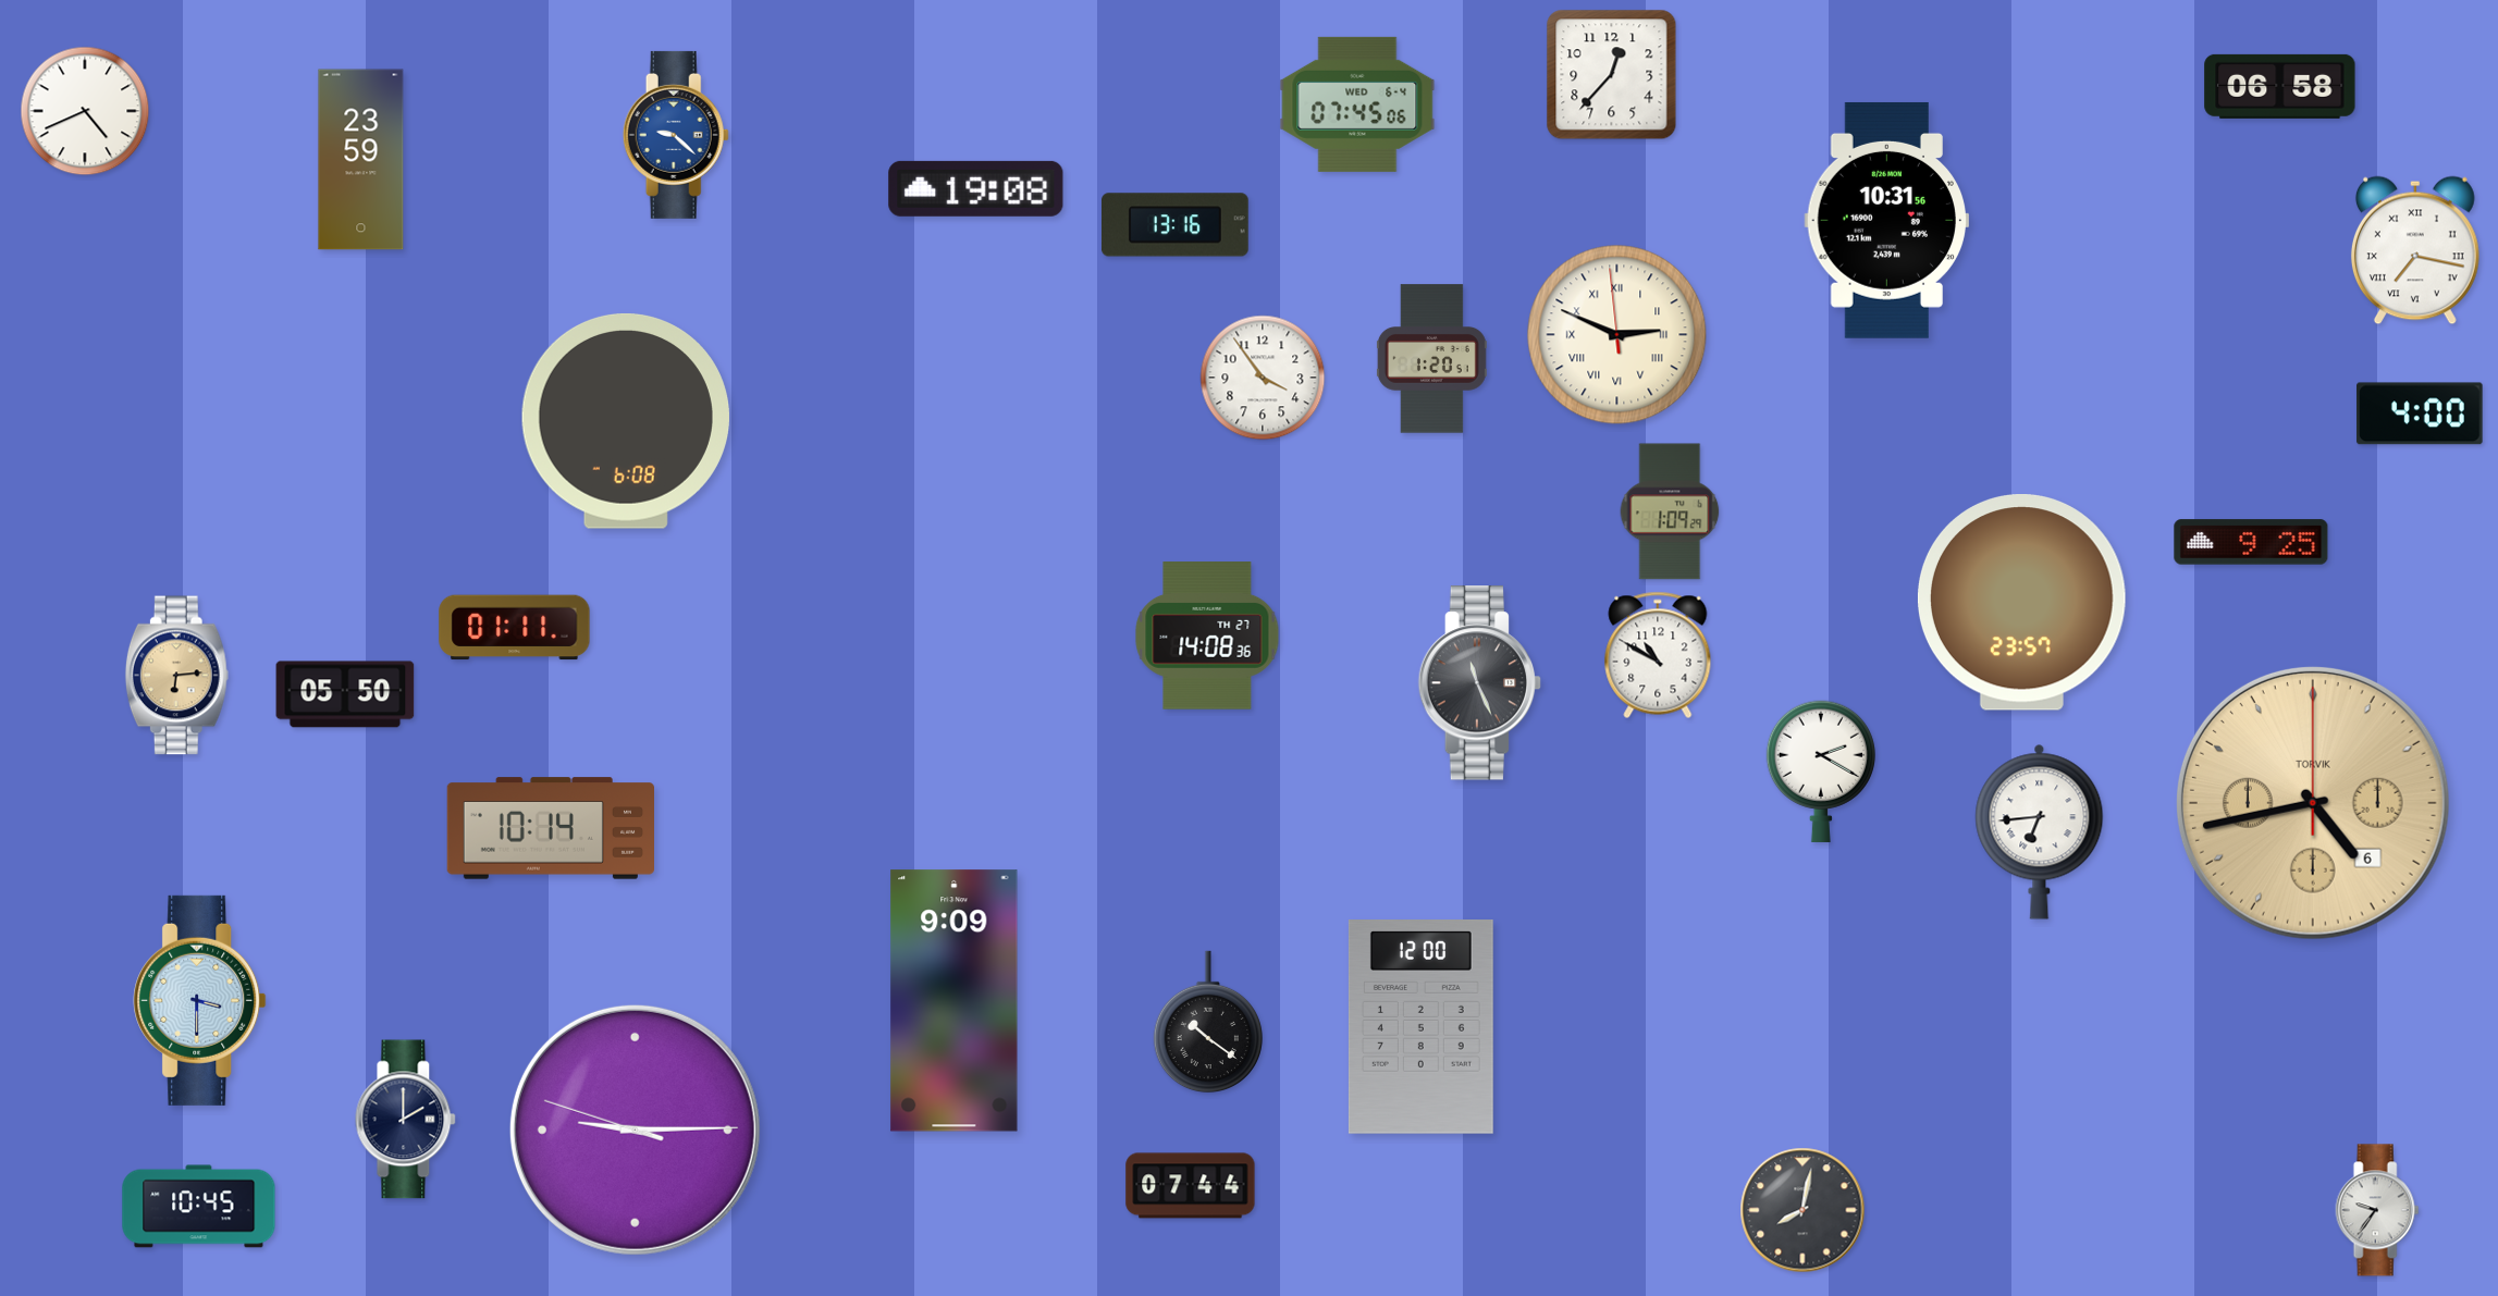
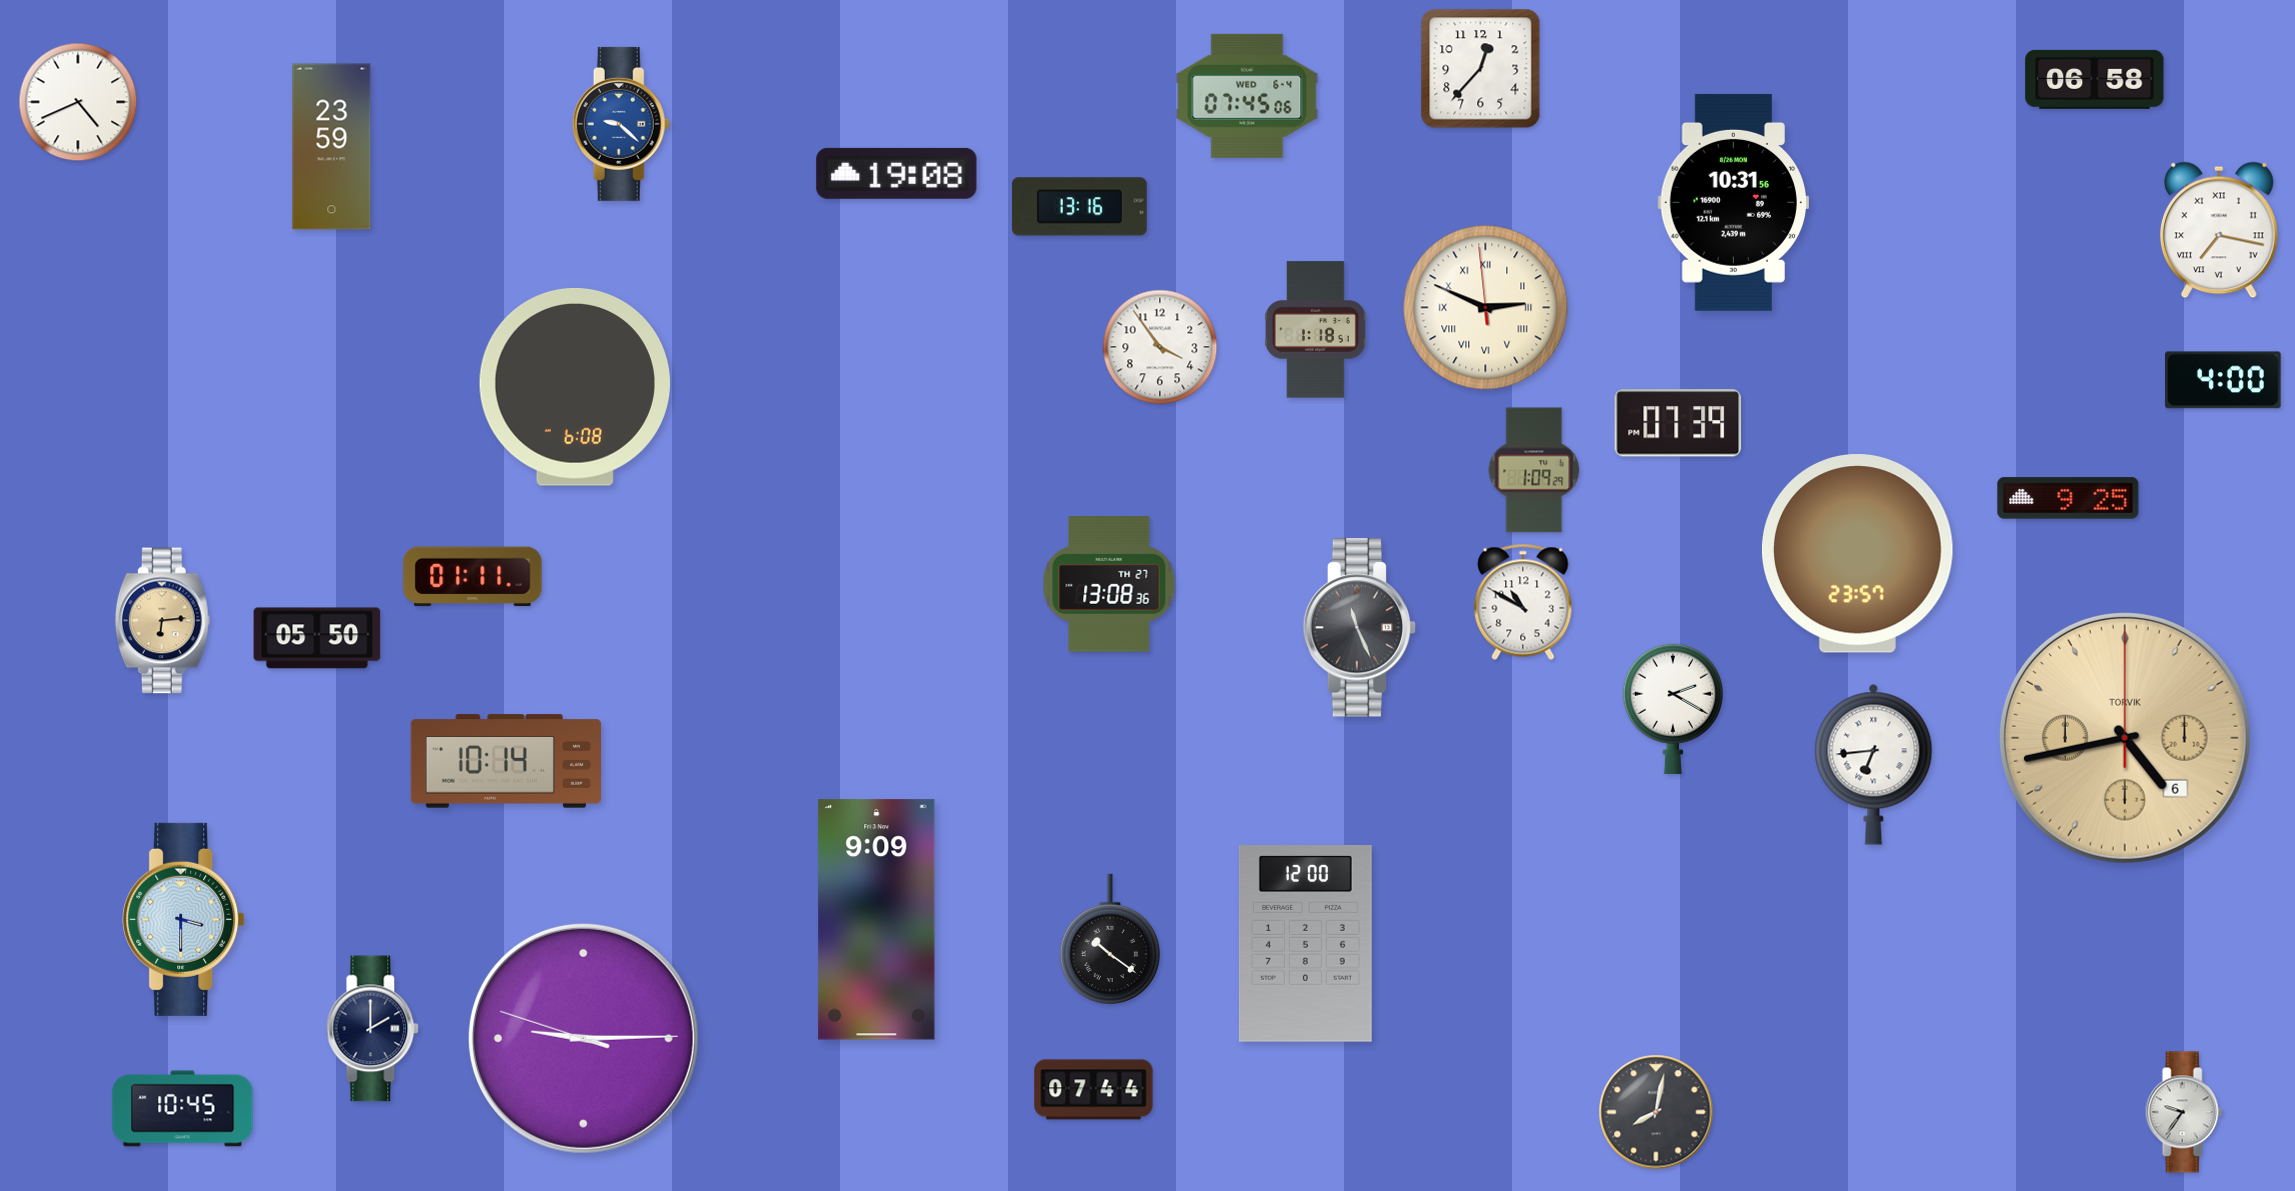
clock at (1431, 359): 1:20 -> 1:18
clock at (1678, 423): none -> 07:39
clock at (1207, 635): 14:08 -> 13:08
